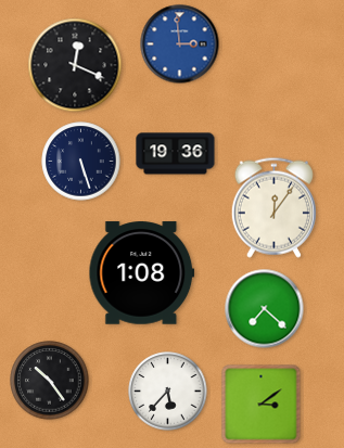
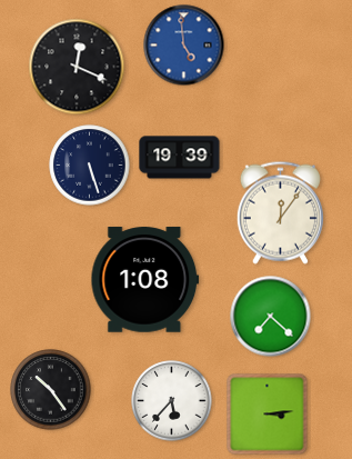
clock at (180, 44): 2:59 -> 4:59
clock at (176, 154): 19:36 -> 19:39
clock at (81, 162) position: (81, 162) -> (90, 166)
clock at (262, 405): 3:09 -> 3:14
